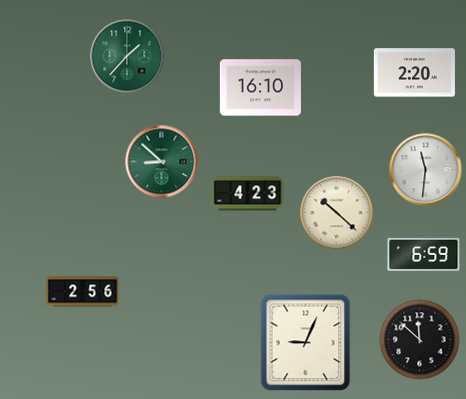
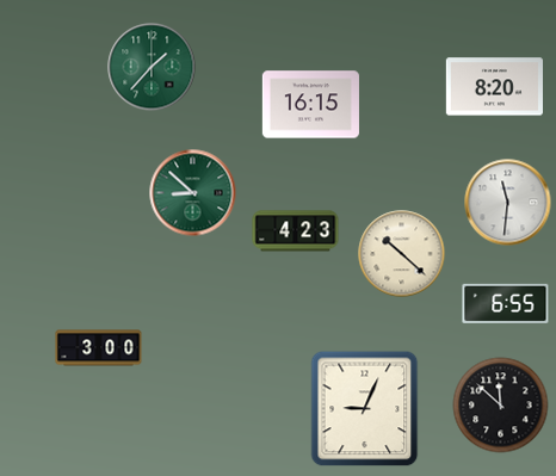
clock at (414, 73): 2:20 -> 8:20
clock at (260, 88): 16:10 -> 16:15
clock at (424, 254): 6:59 -> 6:55
clock at (83, 292): 2:56 -> 3:00
